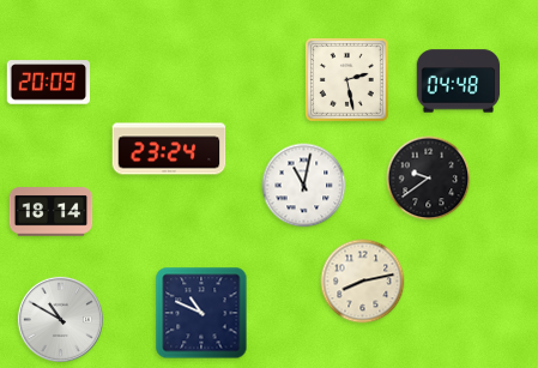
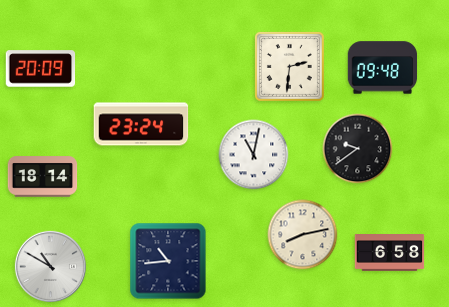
clock at (346, 79): 2:28 -> 2:31
clock at (459, 82): 04:48 -> 09:48
clock at (390, 253): none -> 6:58
clock at (201, 313): 10:49 -> 10:44
